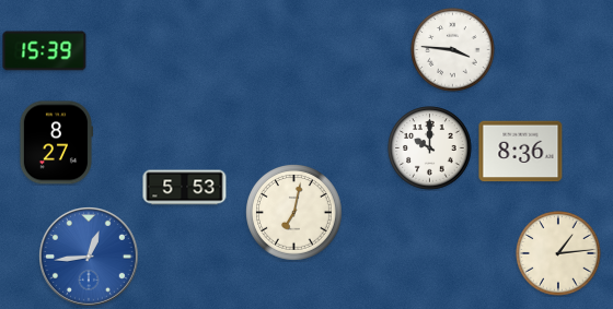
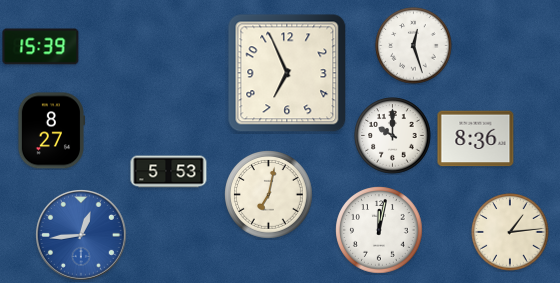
clock at (453, 50): 3:46 -> 12:27
clock at (287, 73): none -> 6:56
clock at (379, 230): none -> 12:02
